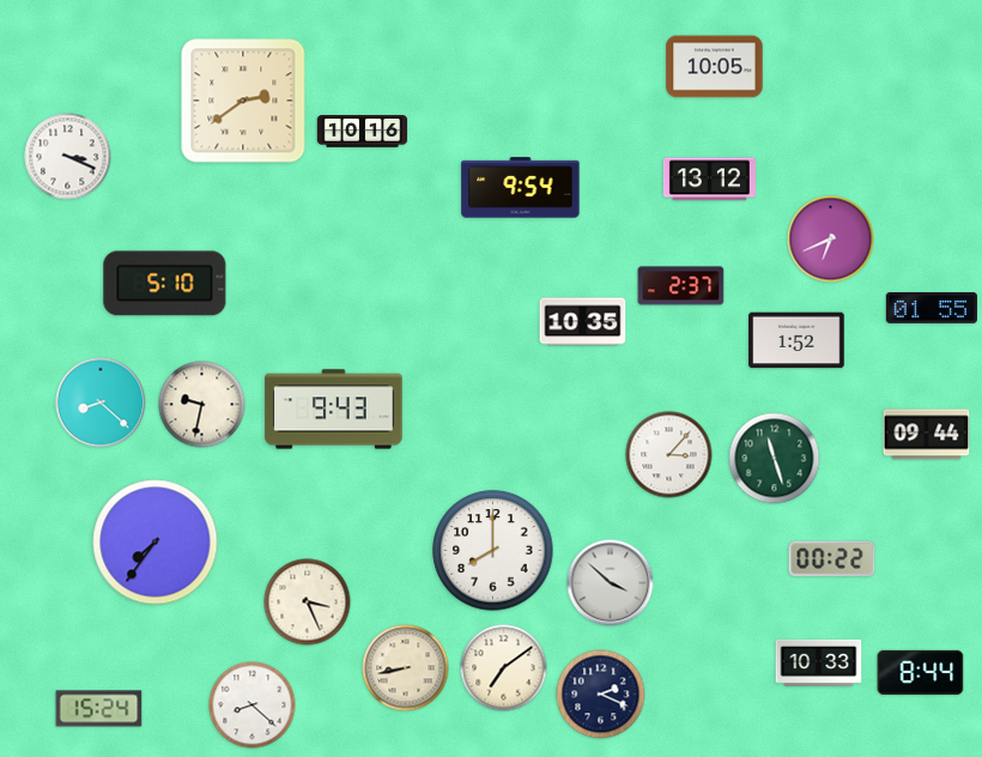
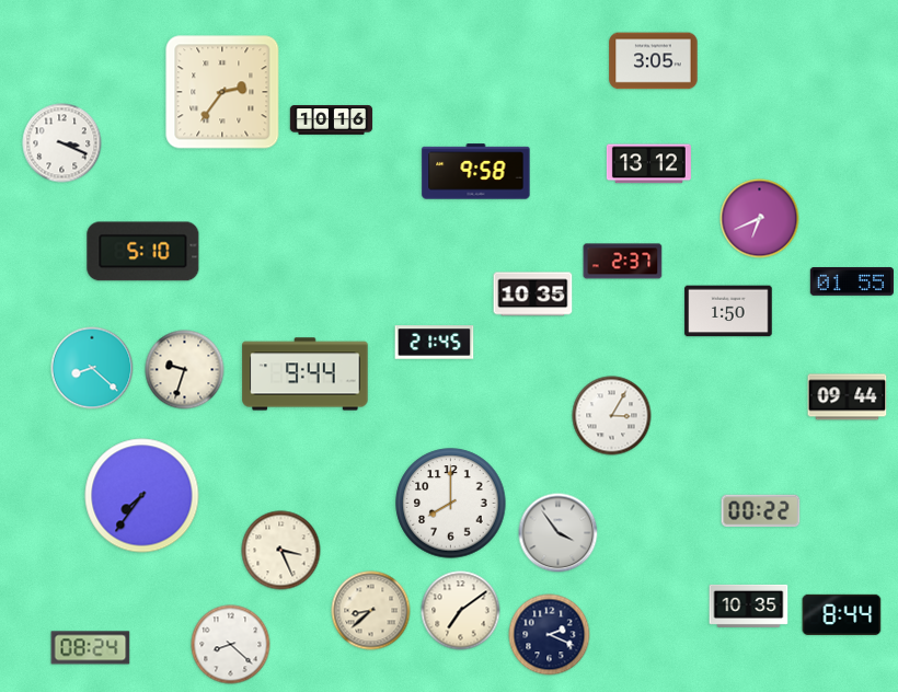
clock at (715, 67): 10:05 -> 3:05
clock at (243, 101): 2:39 -> 2:36
clock at (521, 188): 9:54 -> 9:58
clock at (165, 284) position: (165, 284) -> (143, 252)
clock at (796, 340): 1:52 -> 1:50
clock at (435, 343): none -> 21:45
clock at (202, 405): 9:32 -> 9:33
clock at (334, 410): 9:43 -> 9:44
clock at (669, 455): 3:07 -> 3:05
clock at (775, 459): 11:27 -> none
clock at (611, 583): 3:52 -> 3:54
clock at (819, 662): 10:33 -> 10:35
clock at (406, 668): 8:43 -> 8:38
clock at (99, 709): 15:24 -> 08:24
